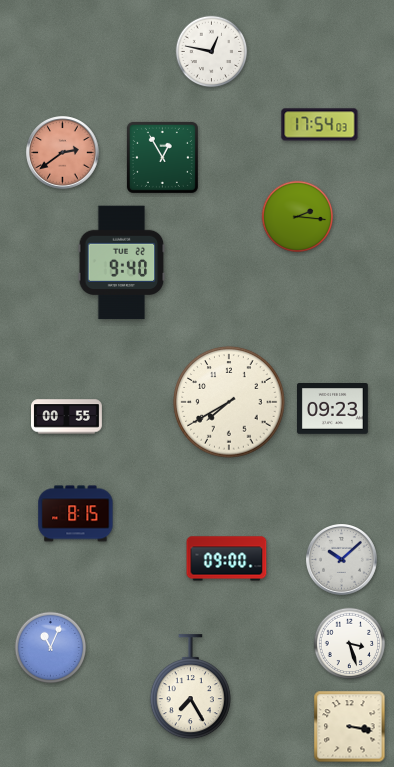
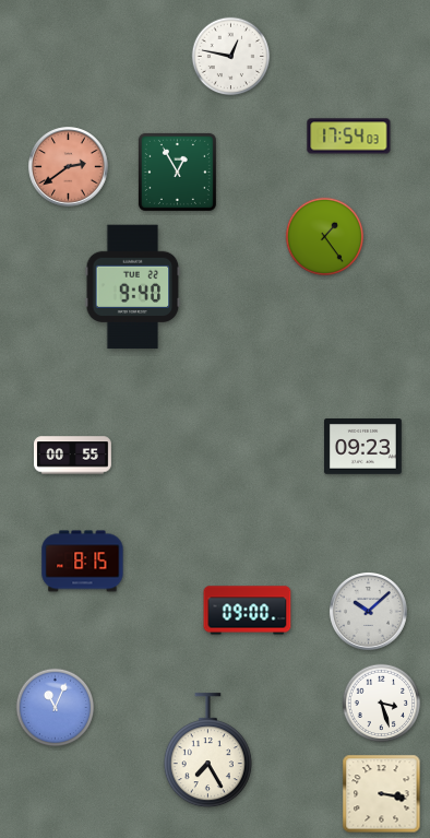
clock at (298, 217): 2:16 -> 1:24
clock at (229, 402): 7:40 -> none
clock at (342, 560) position: (342, 560) -> (369, 612)
